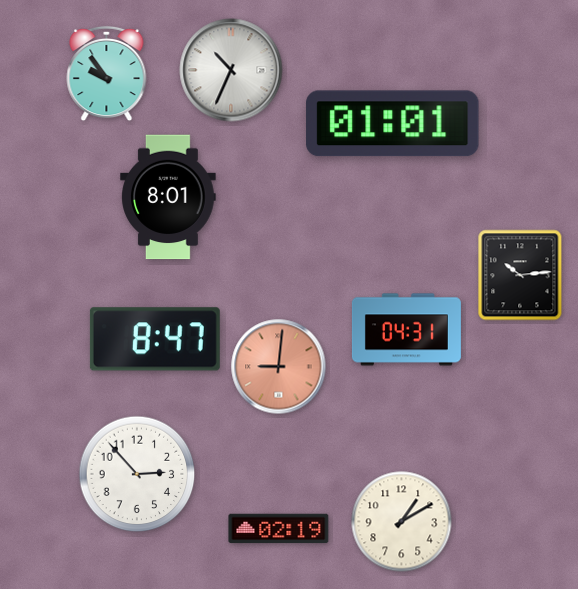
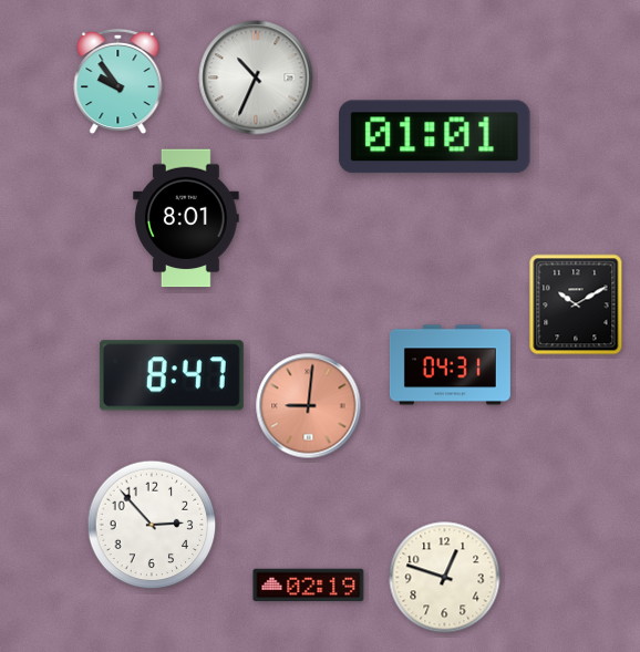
clock at (520, 275): 10:14 -> 10:10
clock at (402, 522): 1:10 -> 12:48
